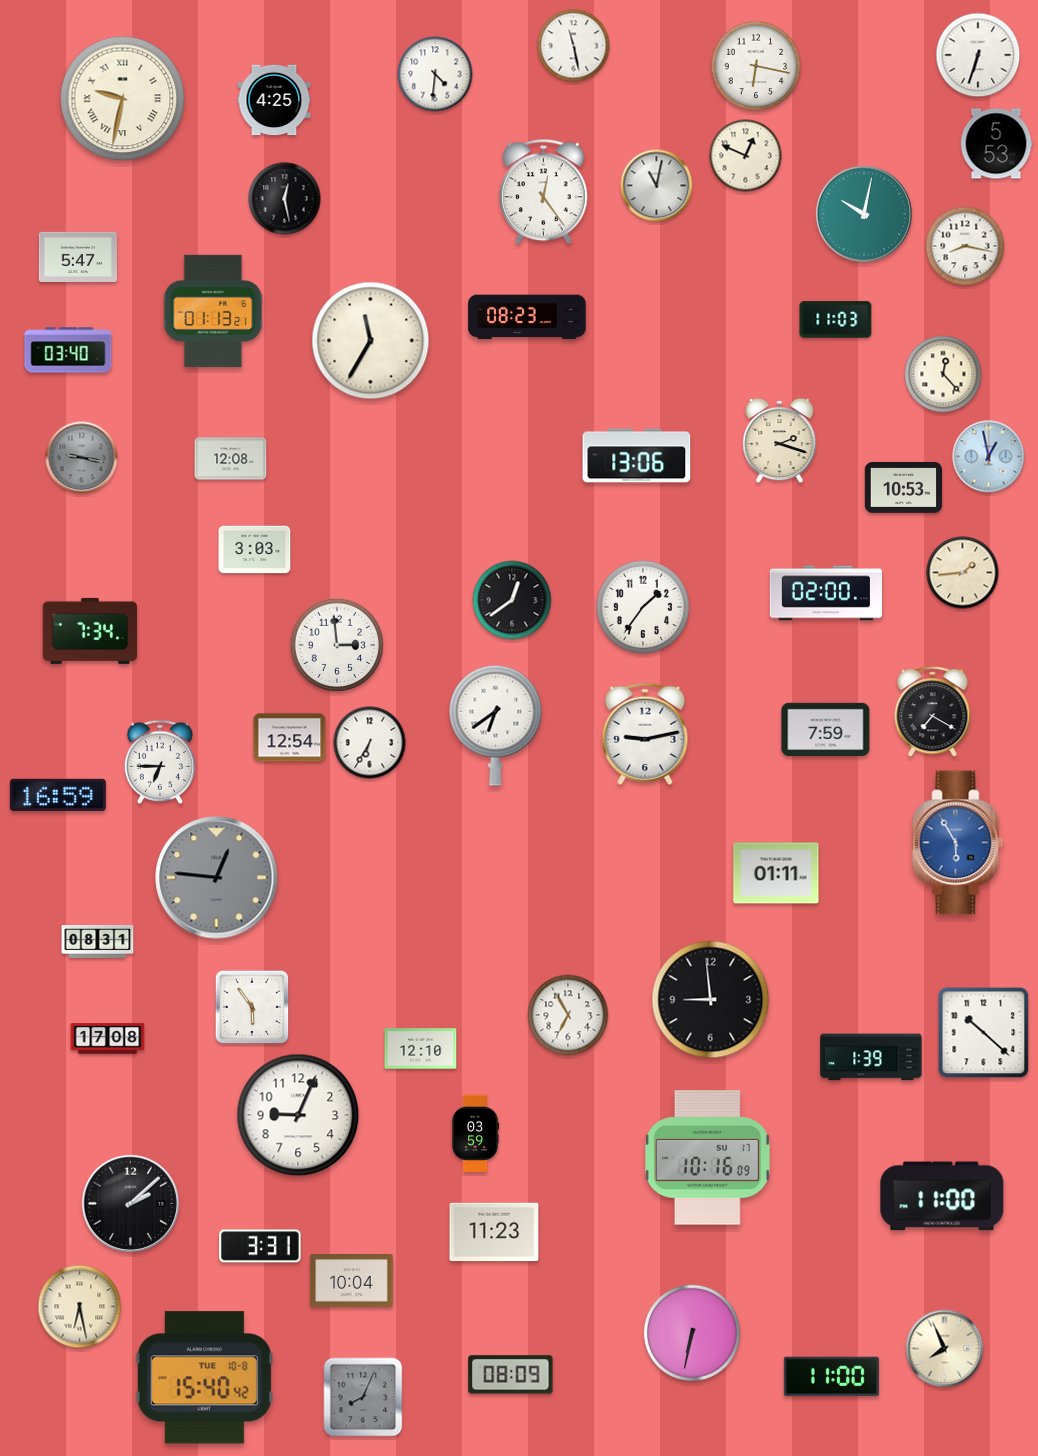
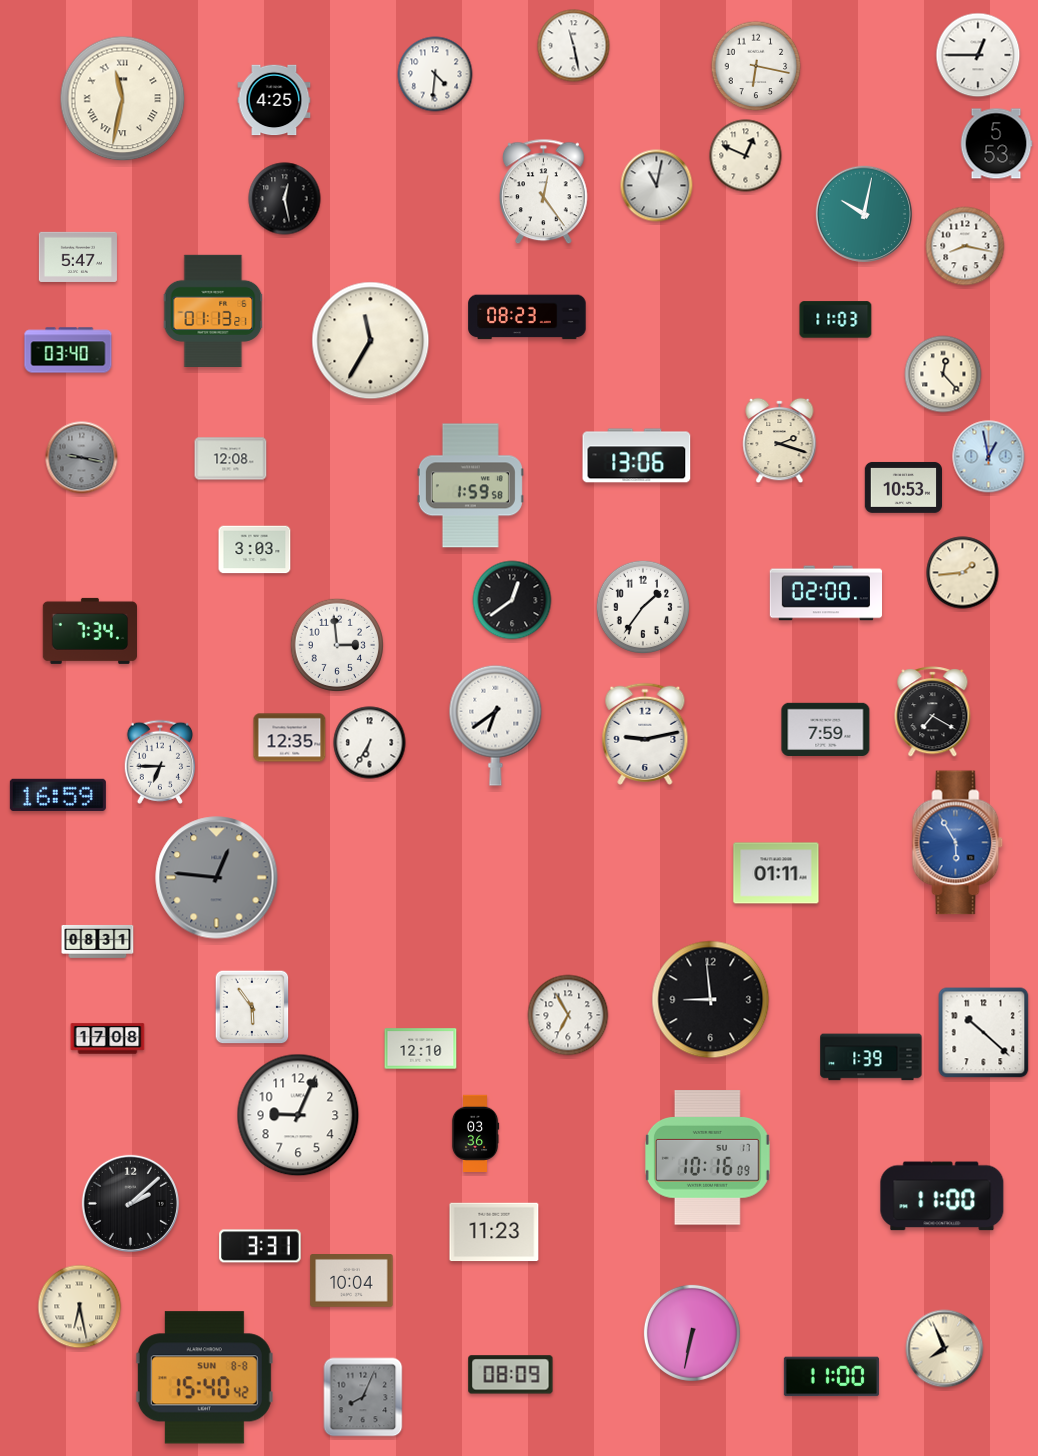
clock at (978, 55): 6:33 -> 12:45
clock at (123, 99): 9:32 -> 11:32
clock at (470, 486): none -> 1:59
clock at (290, 738): 12:54 -> 12:35
clock at (475, 1133): 03:59 -> 03:36
clock at (204, 1378) date: TUE 10-8 -> SUN 8-8
